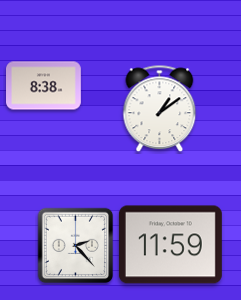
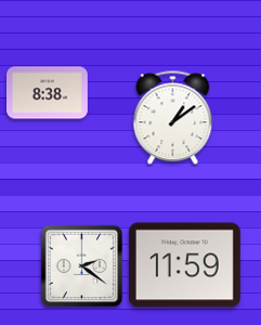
clock at (76, 246): 2:23 -> 2:21
